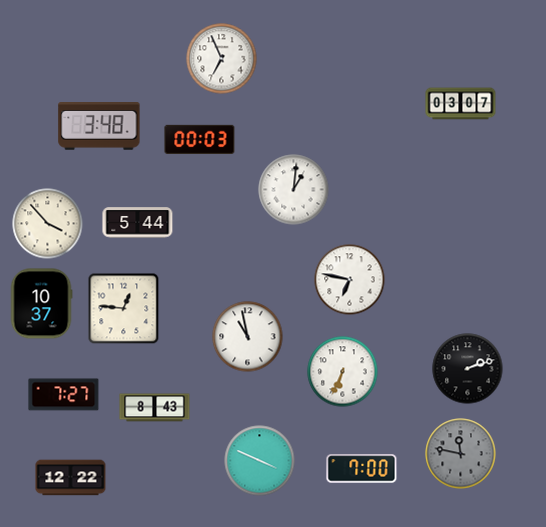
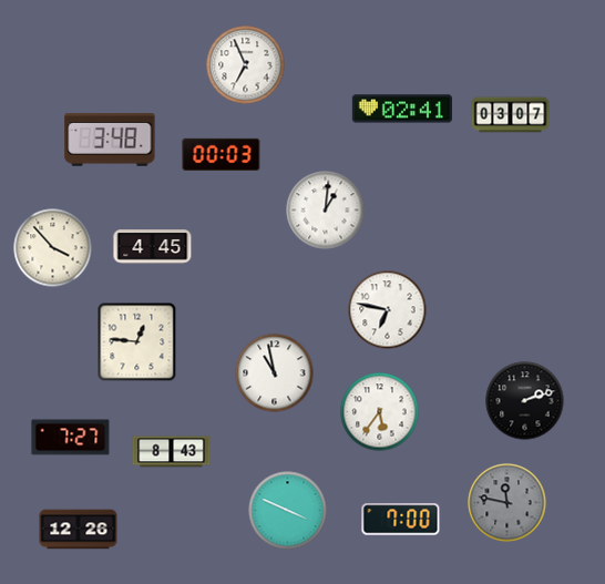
clock at (402, 109): none -> 02:41
clock at (138, 223): 5:44 -> 4:45
clock at (41, 304): 10:37 -> none
clock at (468, 369) position: (468, 369) -> (525, 401)
clock at (343, 372): 6:34 -> 5:36
clock at (461, 454) position: (461, 454) -> (507, 503)
clock at (71, 478): 12:22 -> 12:26
